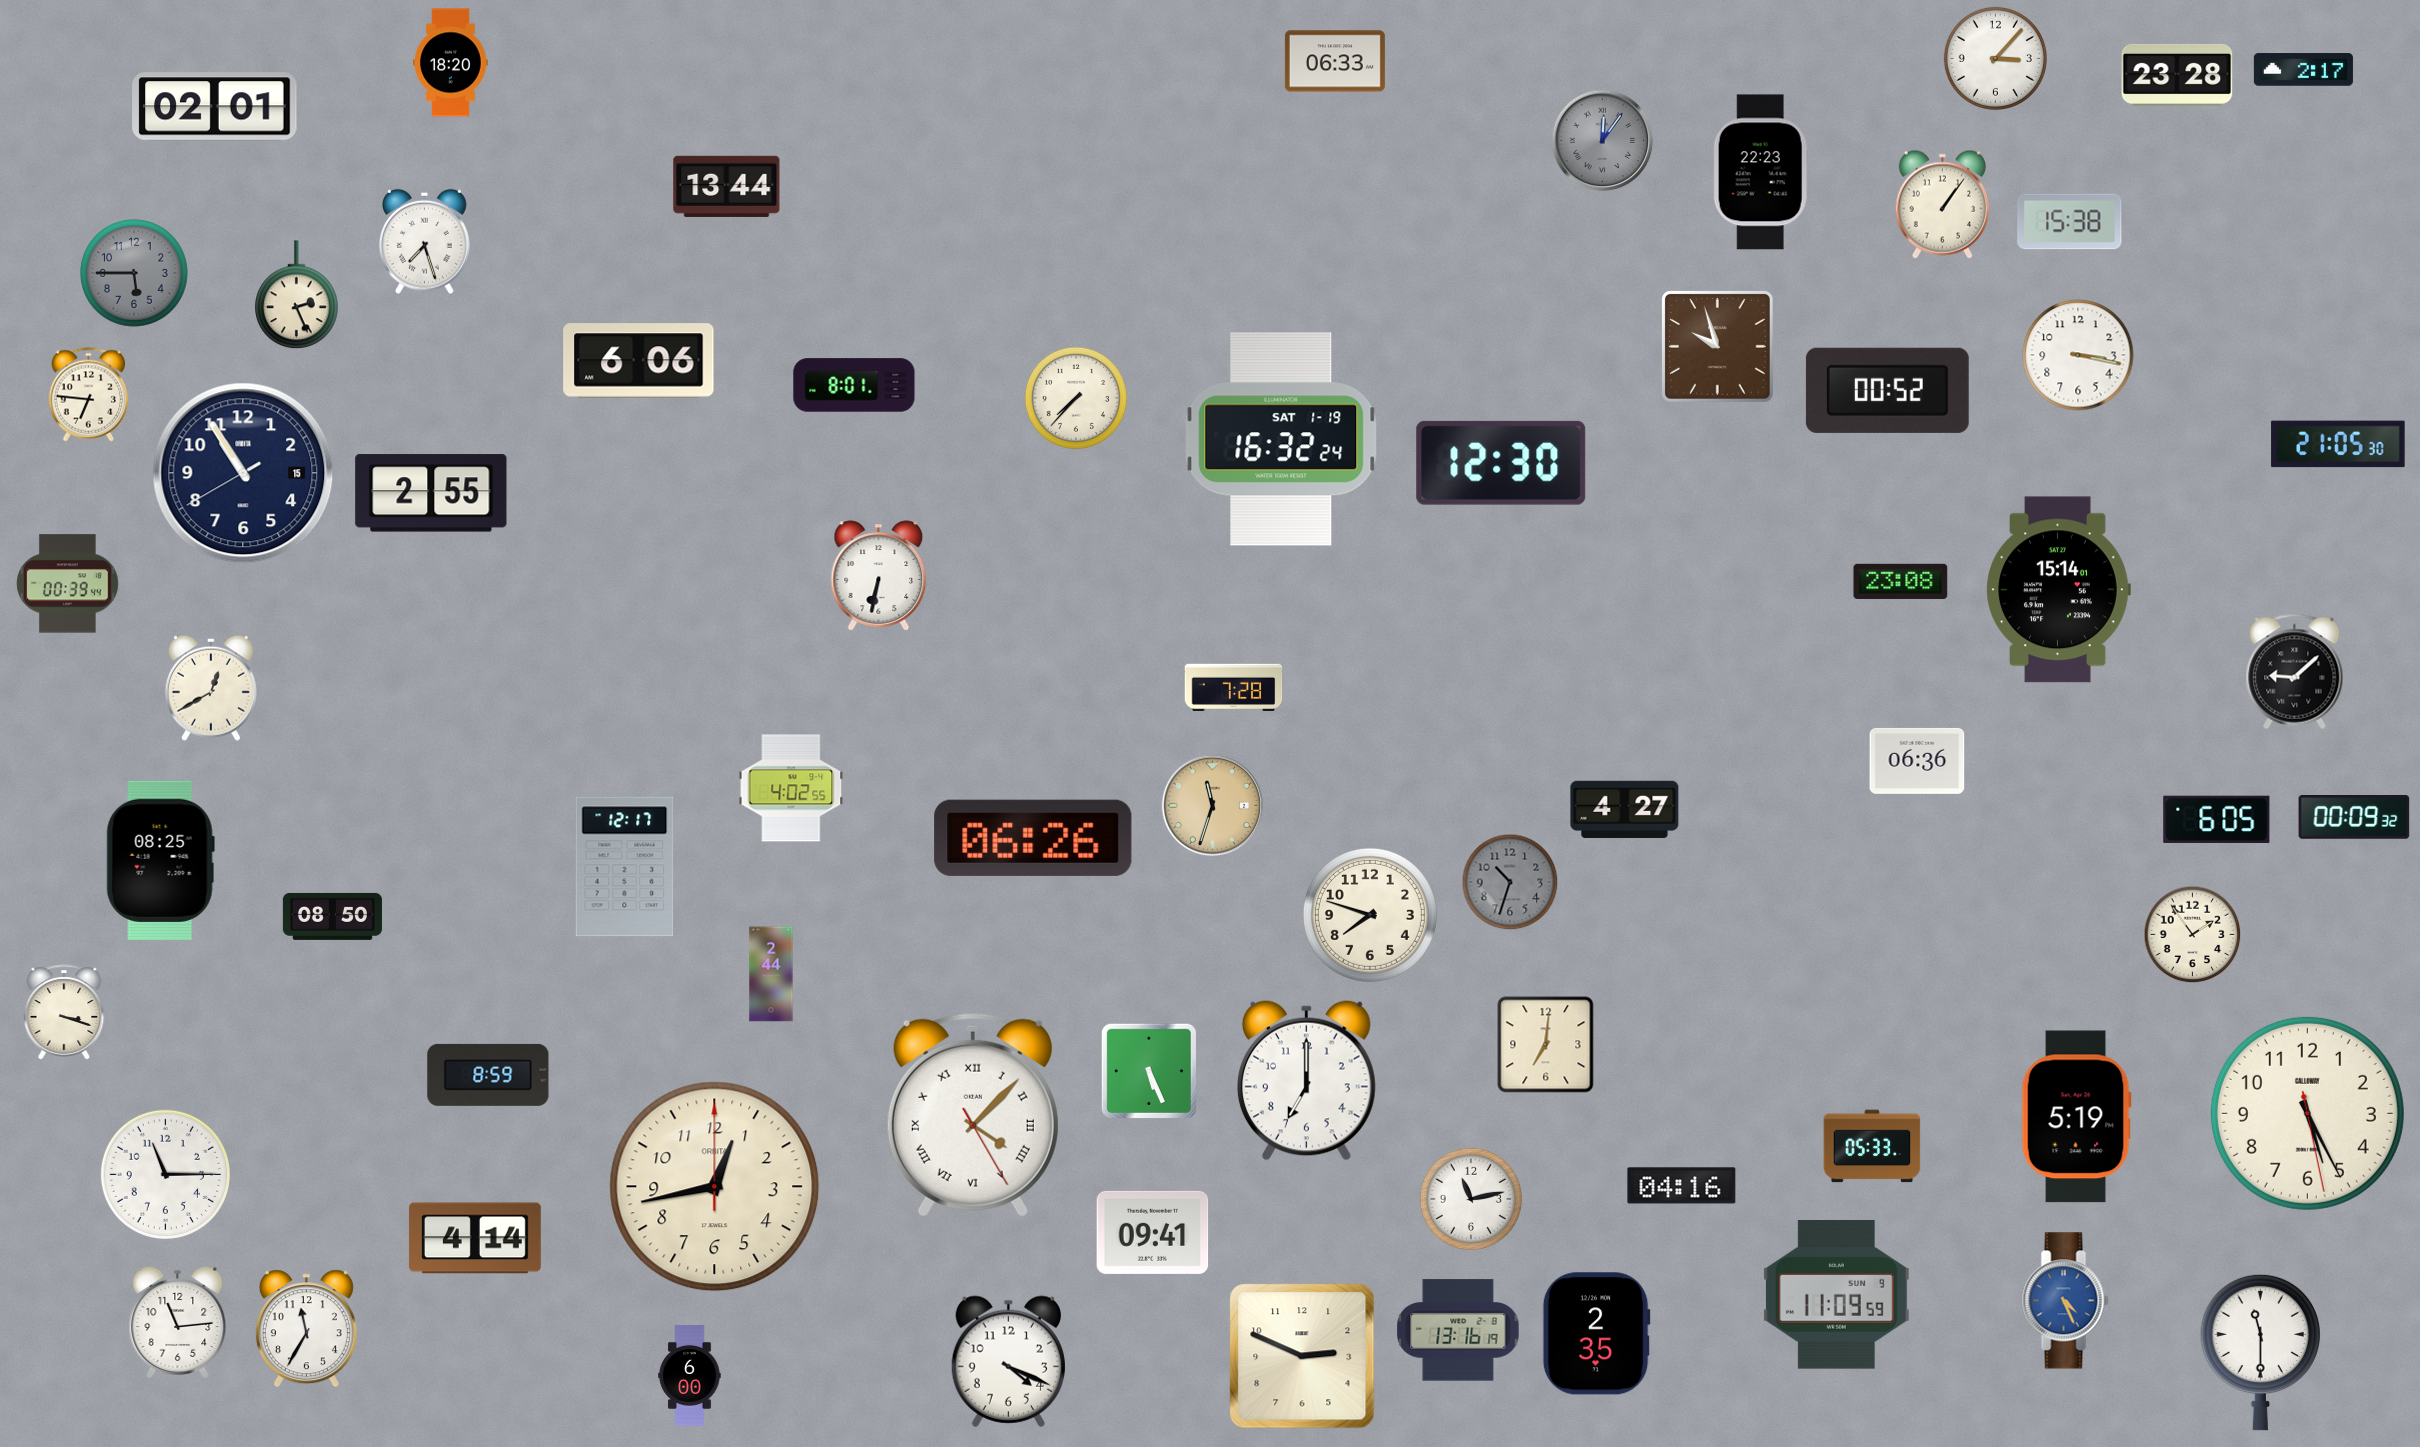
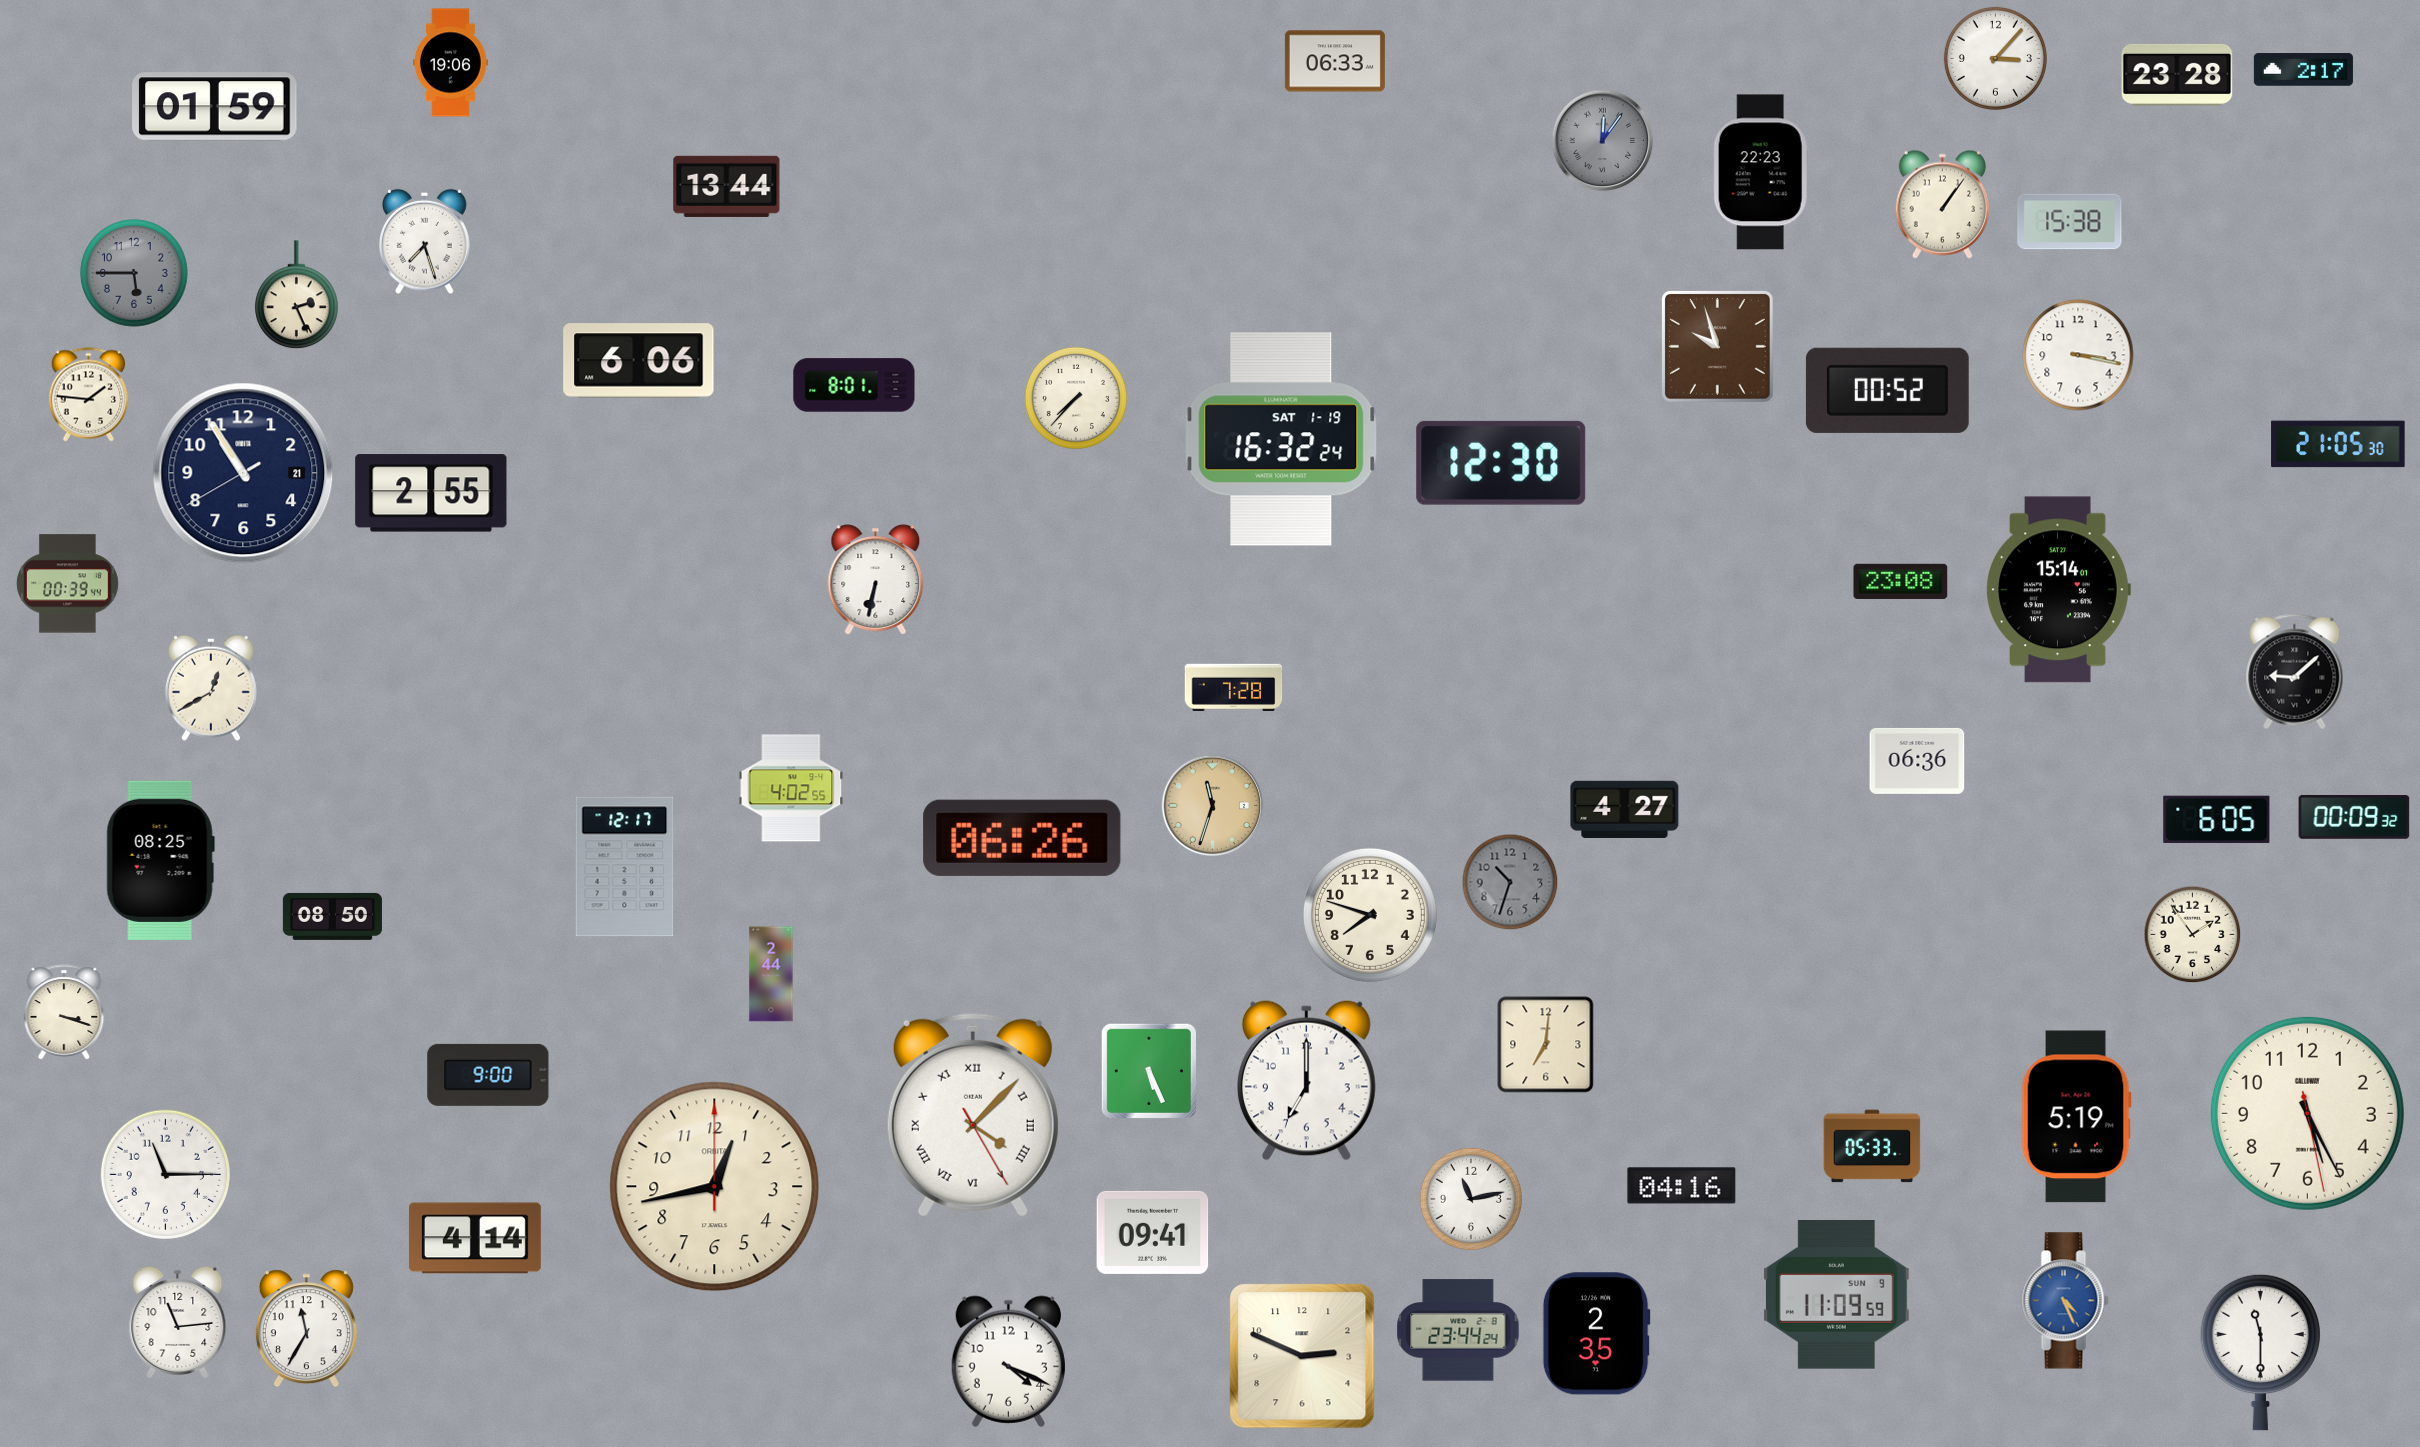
clock at (451, 63): 18:20 -> 19:06
clock at (215, 107): 02:01 -> 01:59
clock at (89, 395): 6:46 -> 1:46
clock at (243, 473) date: 15 -> 21
clock at (879, 576) position: (879, 576) -> (876, 580)
clock at (1033, 838) position: (1033, 838) -> (1022, 838)
clock at (488, 1075): 8:59 -> 9:00
clock at (1458, 1330): 13:16 -> 23:44
clock at (690, 1376): 6:00 -> none
